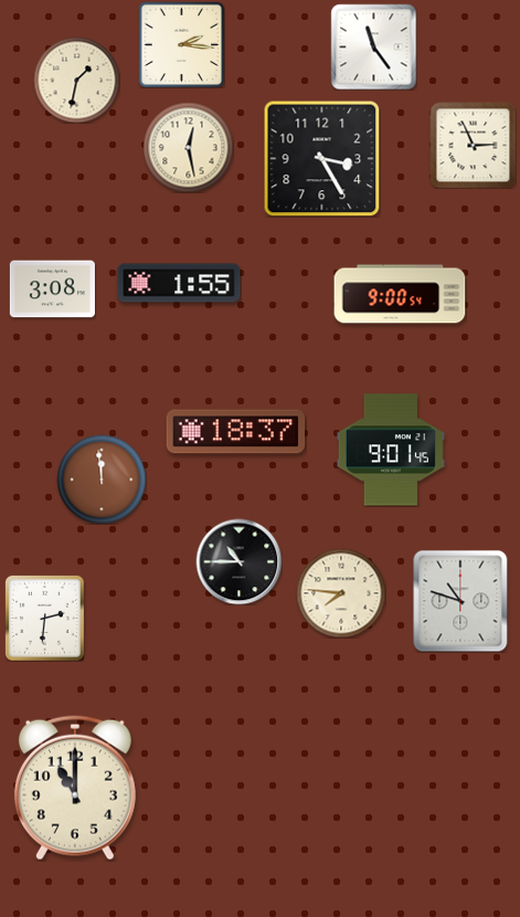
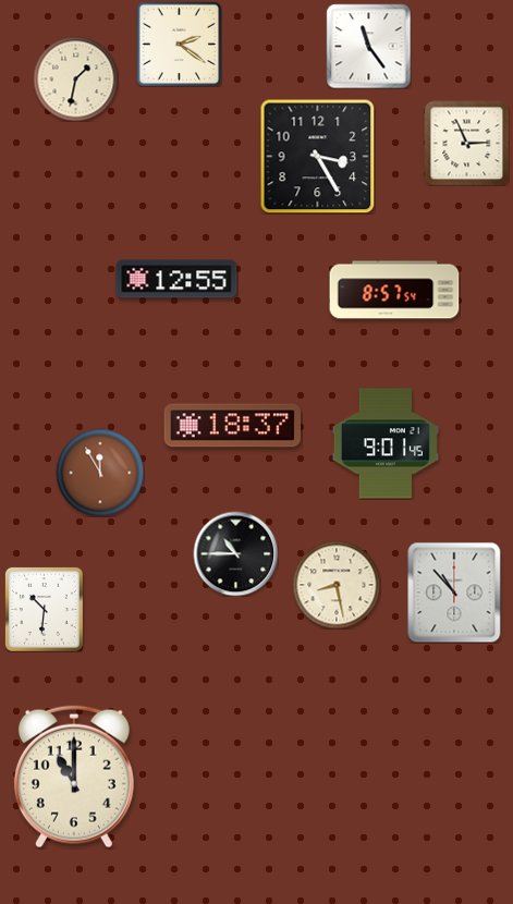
clock at (181, 44): 2:16 -> 2:21
clock at (188, 147): 12:28 -> none
clock at (179, 283): 1:55 -> 12:55
clock at (52, 289): 3:08 -> none
clock at (400, 294): 9:00 -> 8:57
clock at (102, 479): 11:59 -> 11:55
clock at (341, 593): 7:46 -> 8:28
clock at (460, 601): 10:48 -> 10:53
clock at (44, 618): 2:31 -> 10:31
